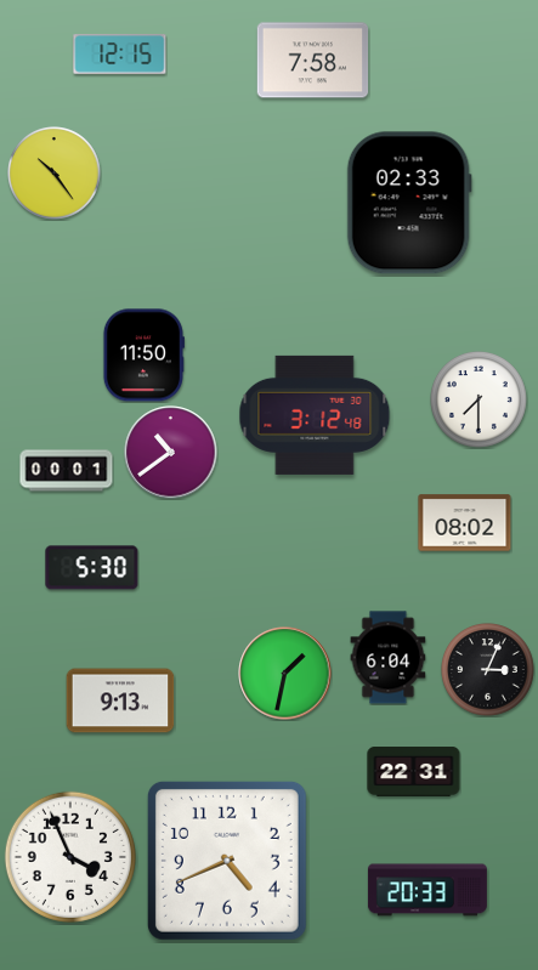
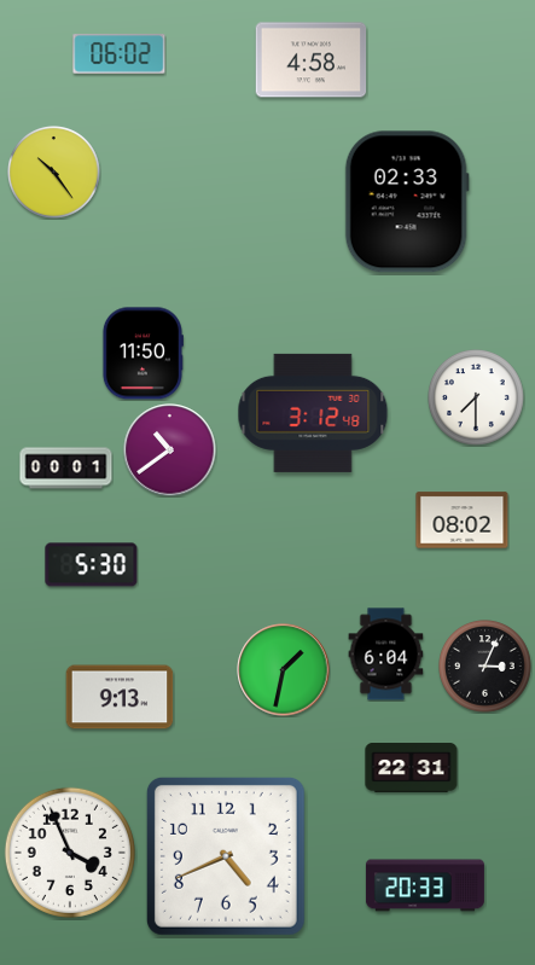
clock at (120, 55): 12:15 -> 06:02
clock at (313, 61): 7:58 -> 4:58
